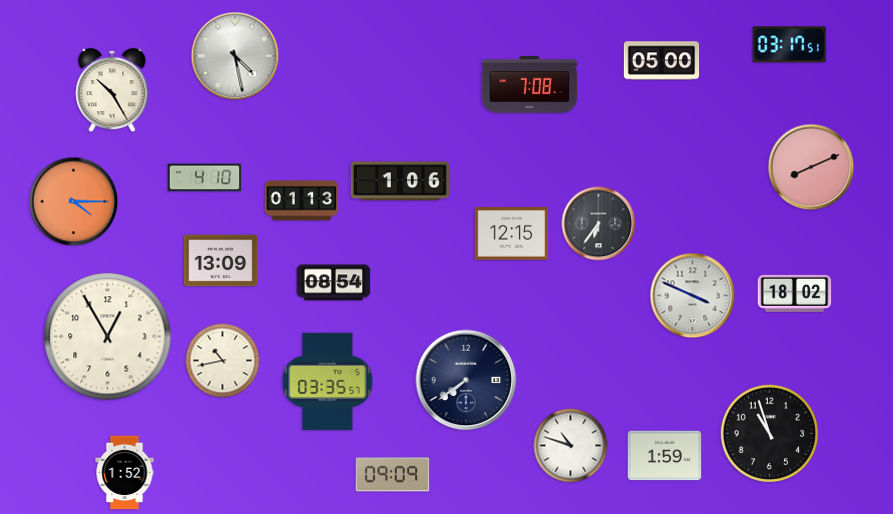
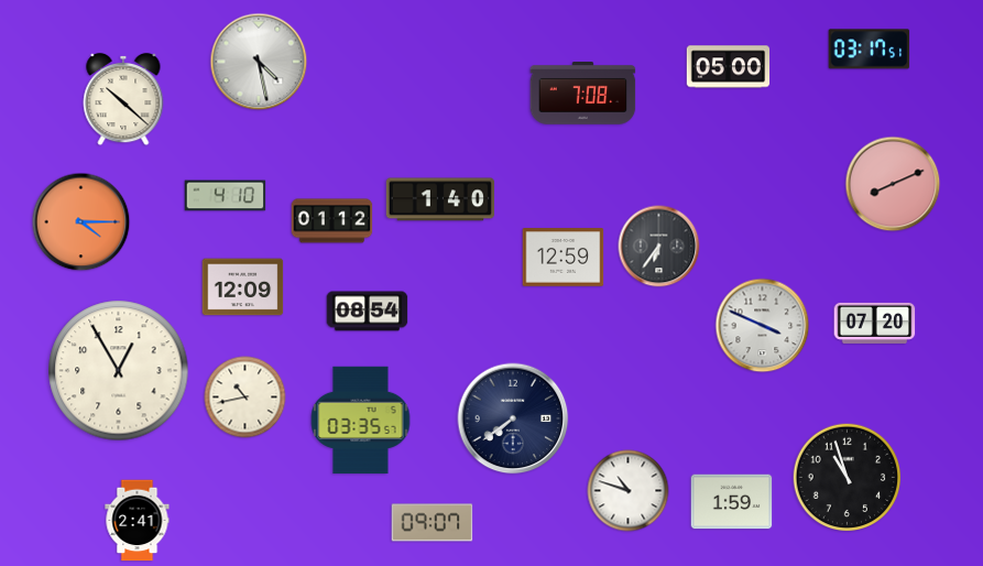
clock at (112, 90): 10:25 -> 10:22
clock at (400, 181): 1:06 -> 1:40
clock at (302, 201): 01:13 -> 01:12
clock at (512, 234): 12:15 -> 12:59
clock at (221, 261): 13:09 -> 12:09
clock at (795, 293): 18:02 -> 07:20
clock at (125, 473): 1:52 -> 2:41
clock at (393, 475): 09:09 -> 09:07
